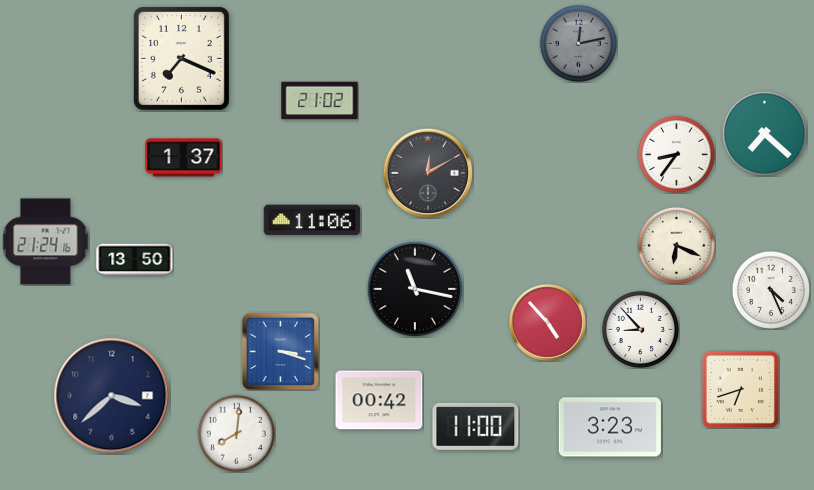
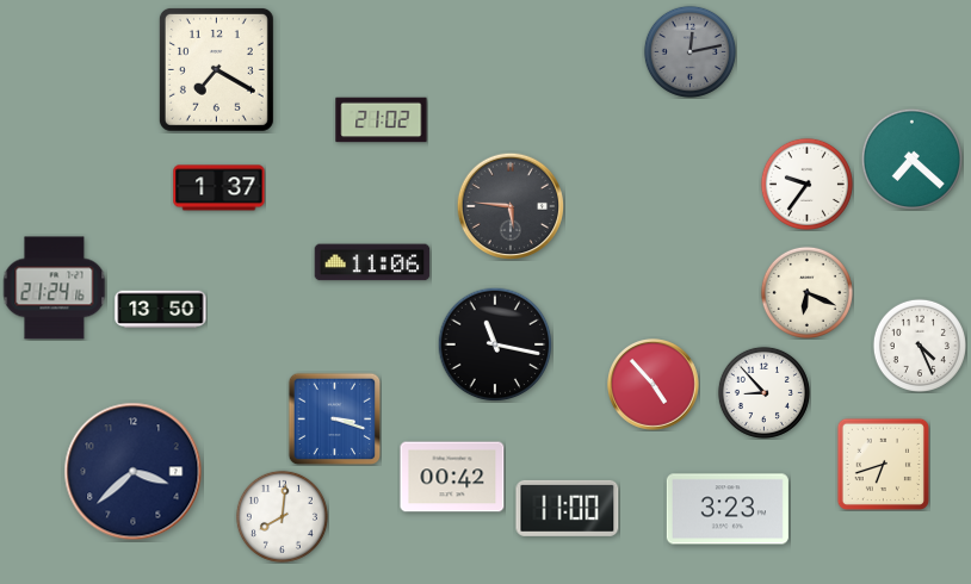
clock at (181, 58): 7:19 -> 7:20
clock at (676, 154): 8:36 -> 9:36
clock at (428, 173): 12:10 -> 5:46
